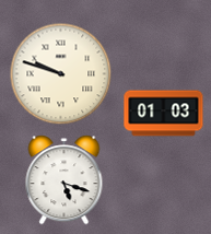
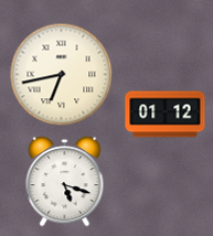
clock at (61, 74): 9:48 -> 6:43
clock at (164, 114): 01:03 -> 01:12
